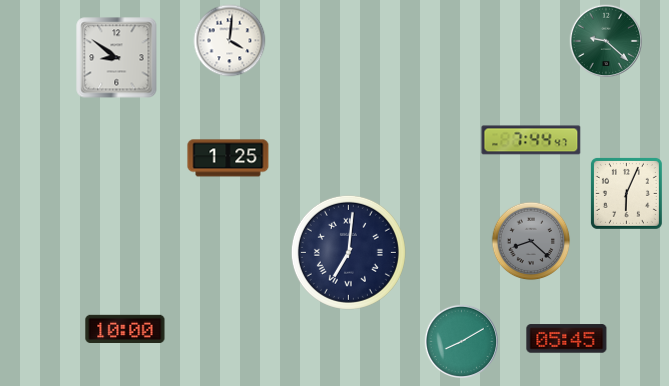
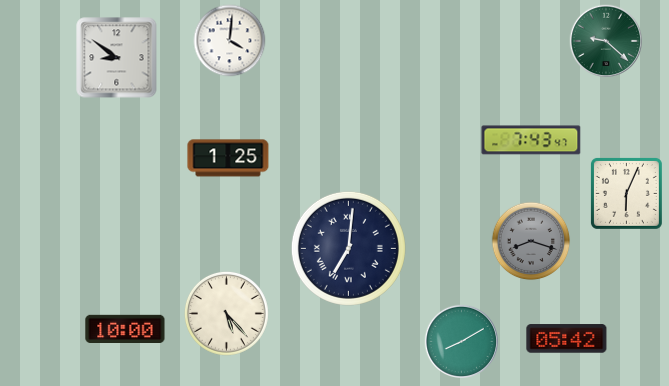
clock at (531, 140): 7:44 -> 7:43
clock at (531, 241): 8:22 -> 8:18
clock at (348, 252) position: (348, 252) -> (348, 248)
clock at (226, 313): none -> 5:23
clock at (567, 339): 05:45 -> 05:42
